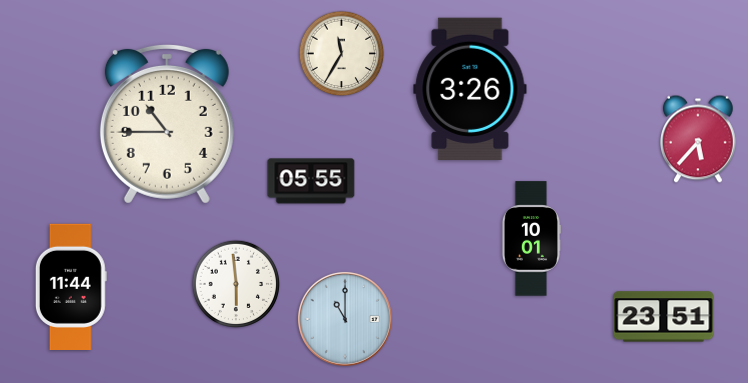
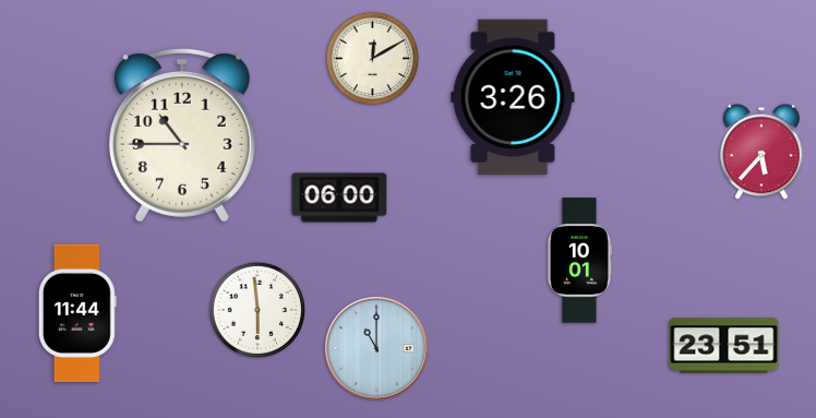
clock at (342, 54): 11:35 -> 12:10
clock at (311, 181): 05:55 -> 06:00
